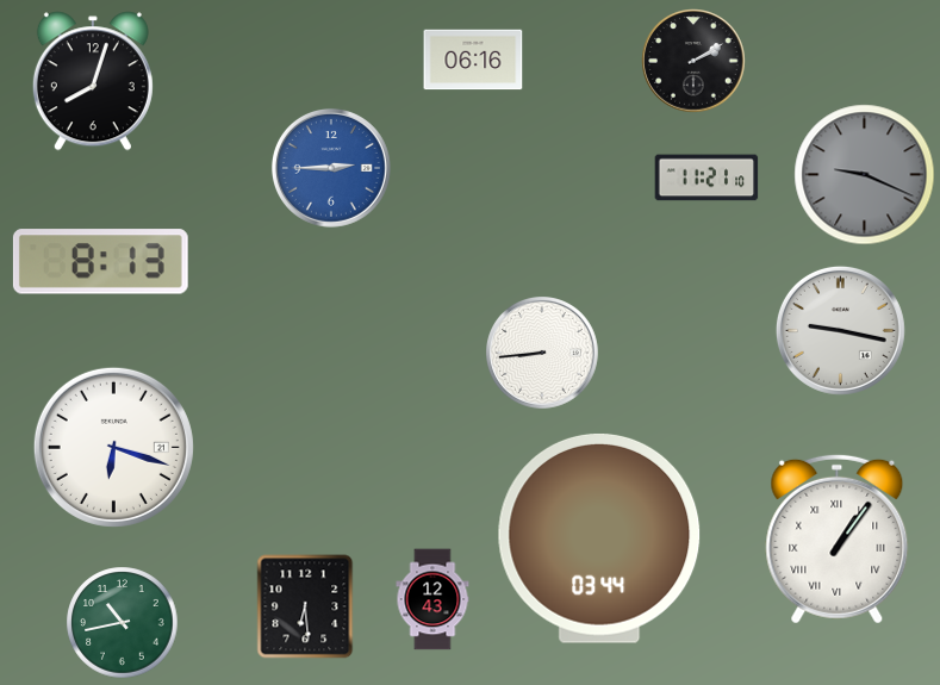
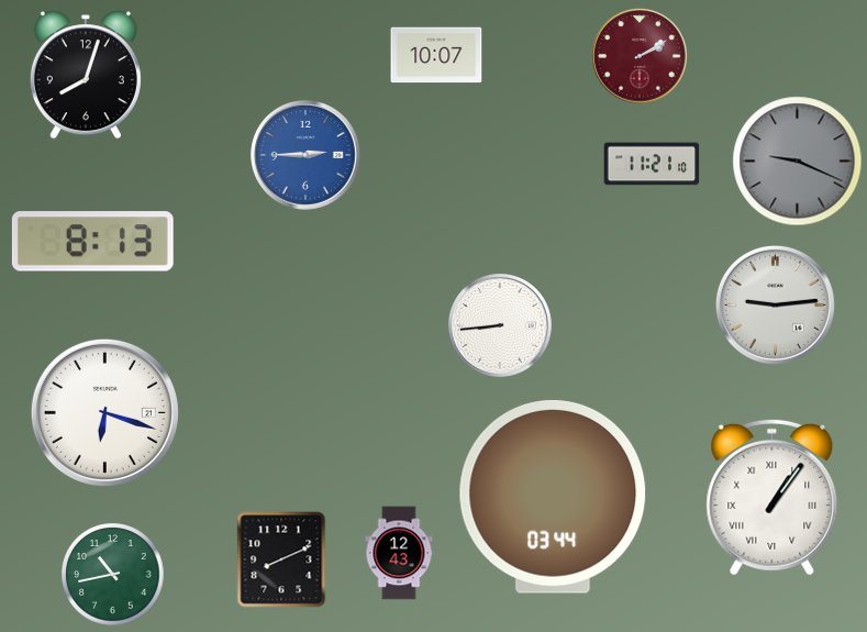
clock at (473, 60): 06:16 -> 10:07
clock at (693, 61) dial: black -> burgundy
clock at (840, 330): 9:17 -> 9:14
clock at (305, 606): 6:29 -> 8:11
